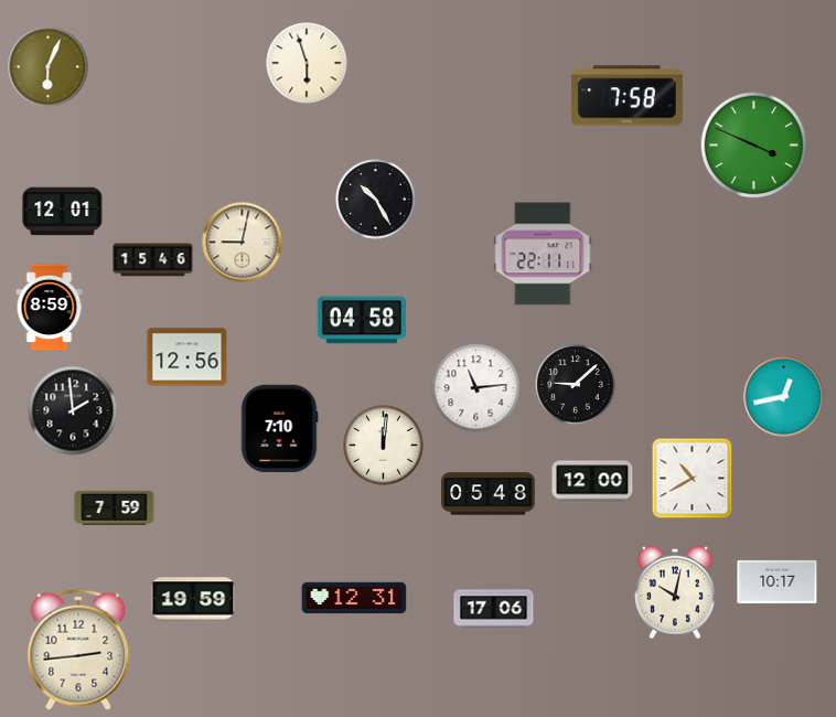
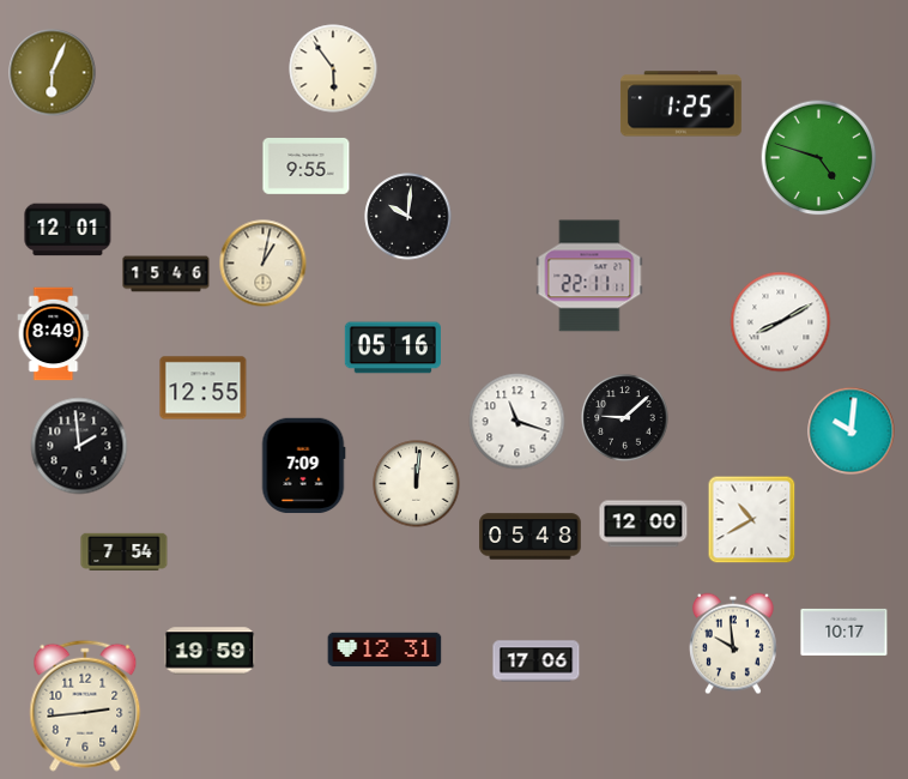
clock at (307, 63): 5:57 -> 5:54
clock at (626, 96): 7:58 -> 1:25
clock at (754, 146): 3:49 -> 4:48
clock at (307, 167): none -> 9:55
clock at (376, 200): 10:25 -> 10:01
clock at (243, 243): 9:02 -> 1:02
clock at (153, 260) position: (153, 260) -> (167, 274)
clock at (781, 322): none -> 8:10
clock at (50, 308): 8:59 -> 8:49
clock at (362, 320): 04:58 -> 05:16
clock at (187, 357): 12:56 -> 12:55
clock at (476, 388): 11:14 -> 11:18
clock at (784, 397): 12:43 -> 10:01
clock at (279, 429): 7:10 -> 7:09
clock at (115, 507): 7:59 -> 7:54
clock at (676, 592): 10:02 -> 9:59
